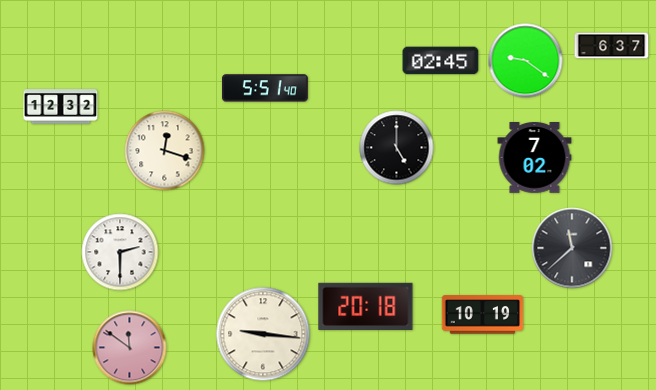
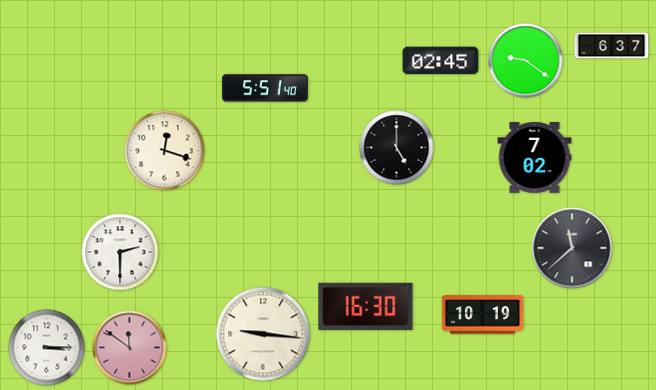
clock at (61, 107): 12:32 -> none
clock at (366, 306): 20:18 -> 16:30
clock at (47, 348): none -> 3:15
